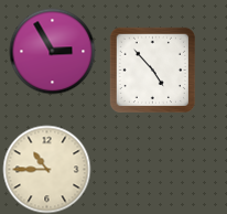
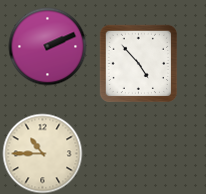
clock at (52, 51): 2:55 -> 2:11
